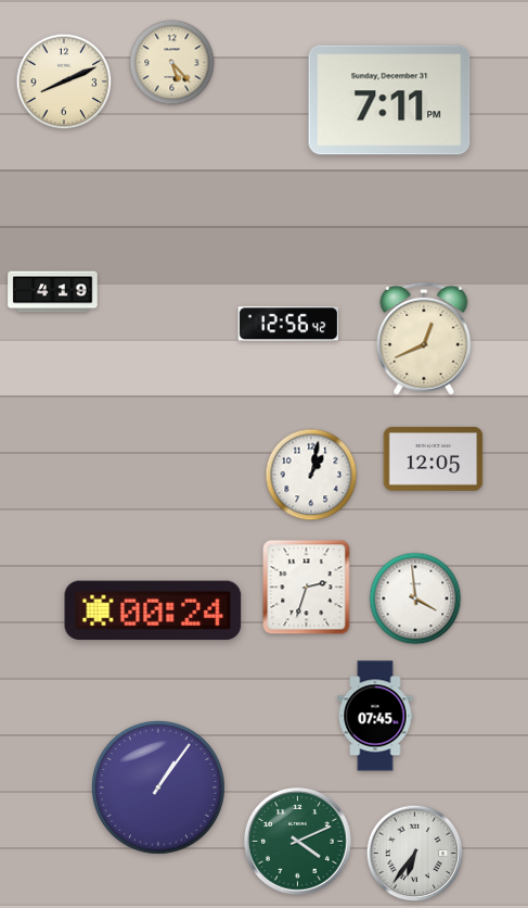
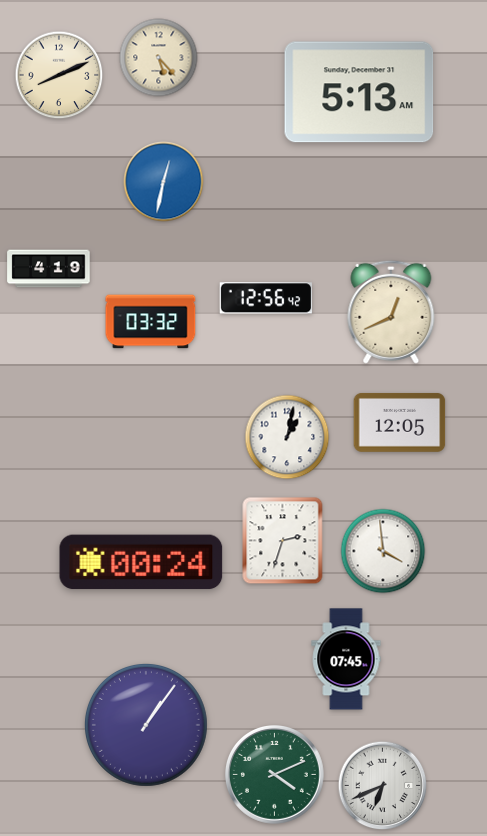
clock at (389, 100): 7:11 -> 5:13
clock at (164, 182): none -> 12:32
clock at (151, 322): none -> 03:32
clock at (415, 854): 6:36 -> 6:41
